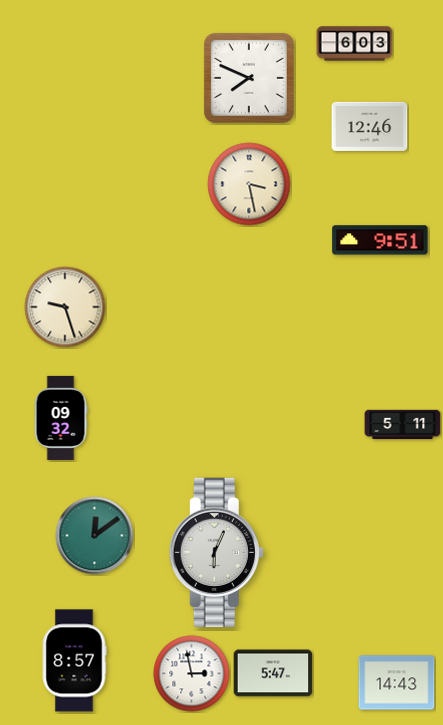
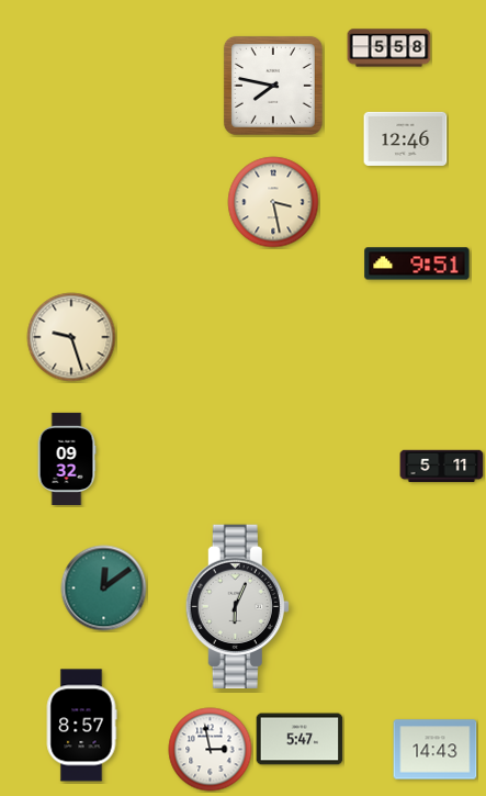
clock at (355, 44): 6:03 -> 5:58
clock at (249, 78): 7:49 -> 7:47
clock at (192, 674) position: (192, 674) -> (211, 750)
